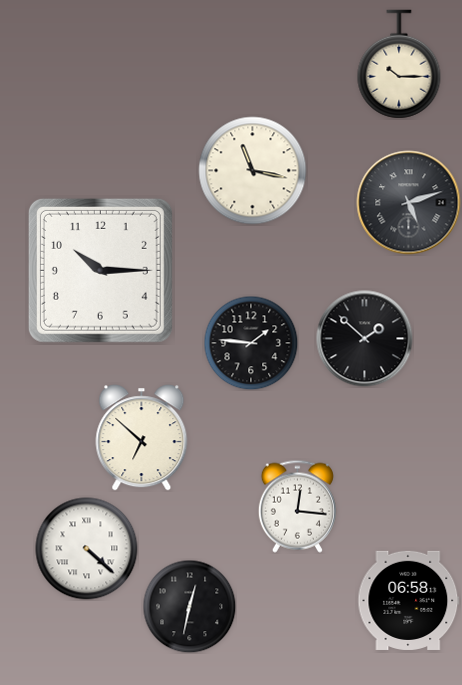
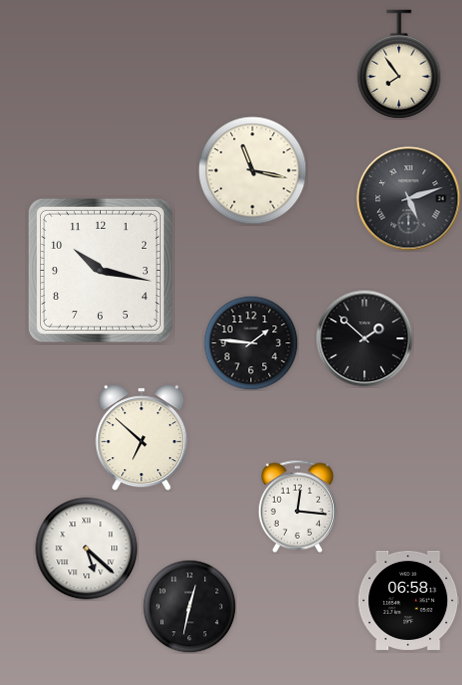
clock at (399, 64): 10:15 -> 7:54
clock at (409, 203) position: (409, 203) -> (409, 199)
clock at (100, 270): 10:15 -> 10:17
clock at (87, 549): 4:22 -> 5:22
